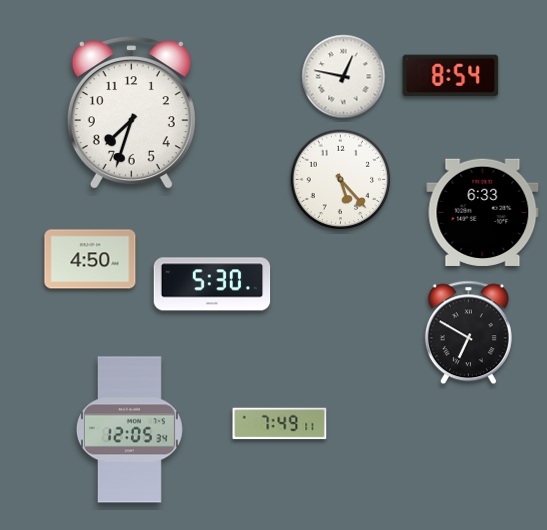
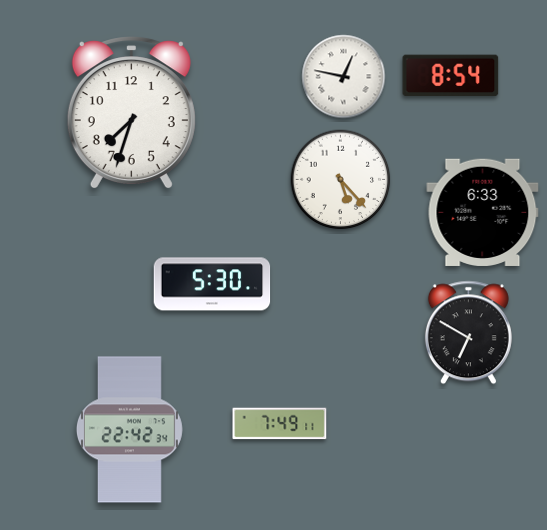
clock at (90, 259): 4:50 -> none
clock at (129, 430): 12:05 -> 22:42
